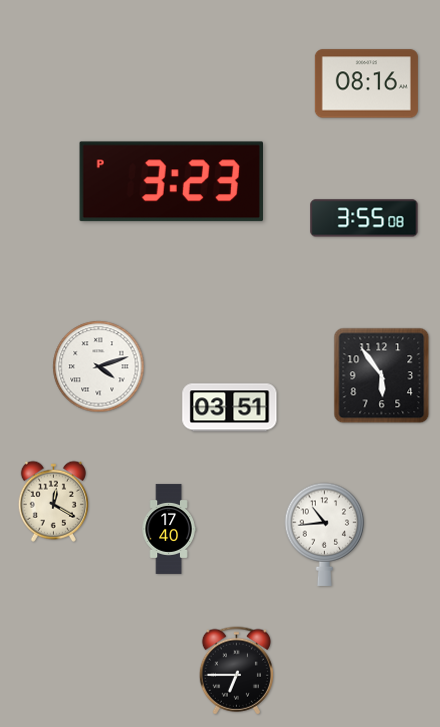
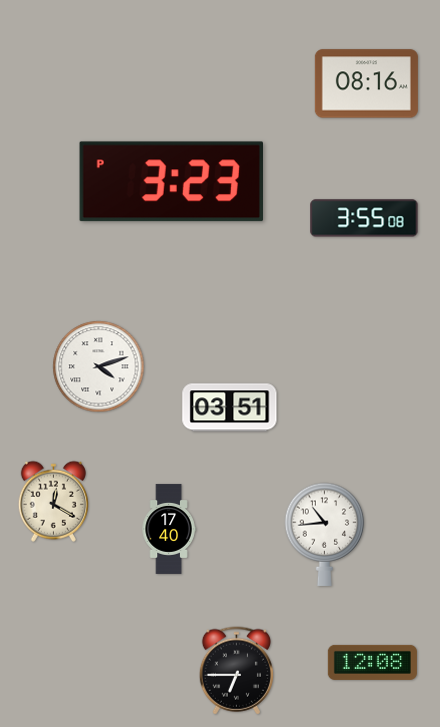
clock at (382, 376): 5:54 -> none
clock at (372, 662): none -> 12:08
